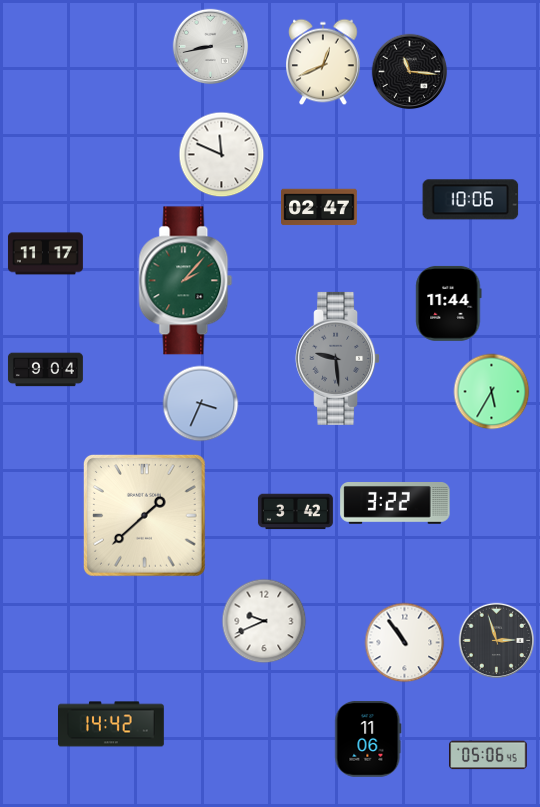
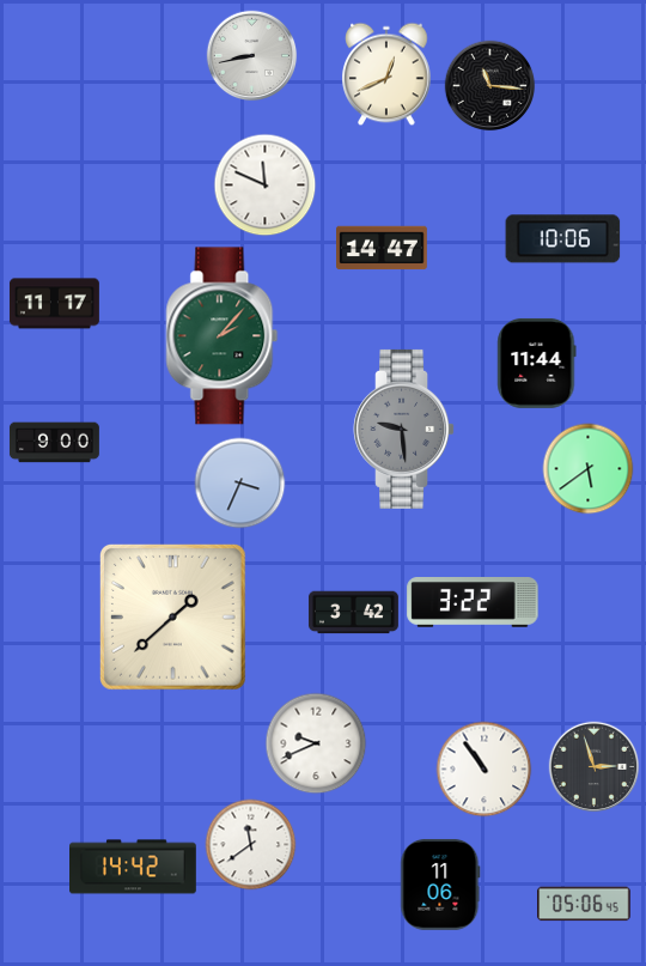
clock at (320, 207): 02:47 -> 14:47
clock at (45, 370): 9:04 -> 9:00
clock at (492, 392): 5:35 -> 5:39
clock at (251, 845): none -> 11:39
